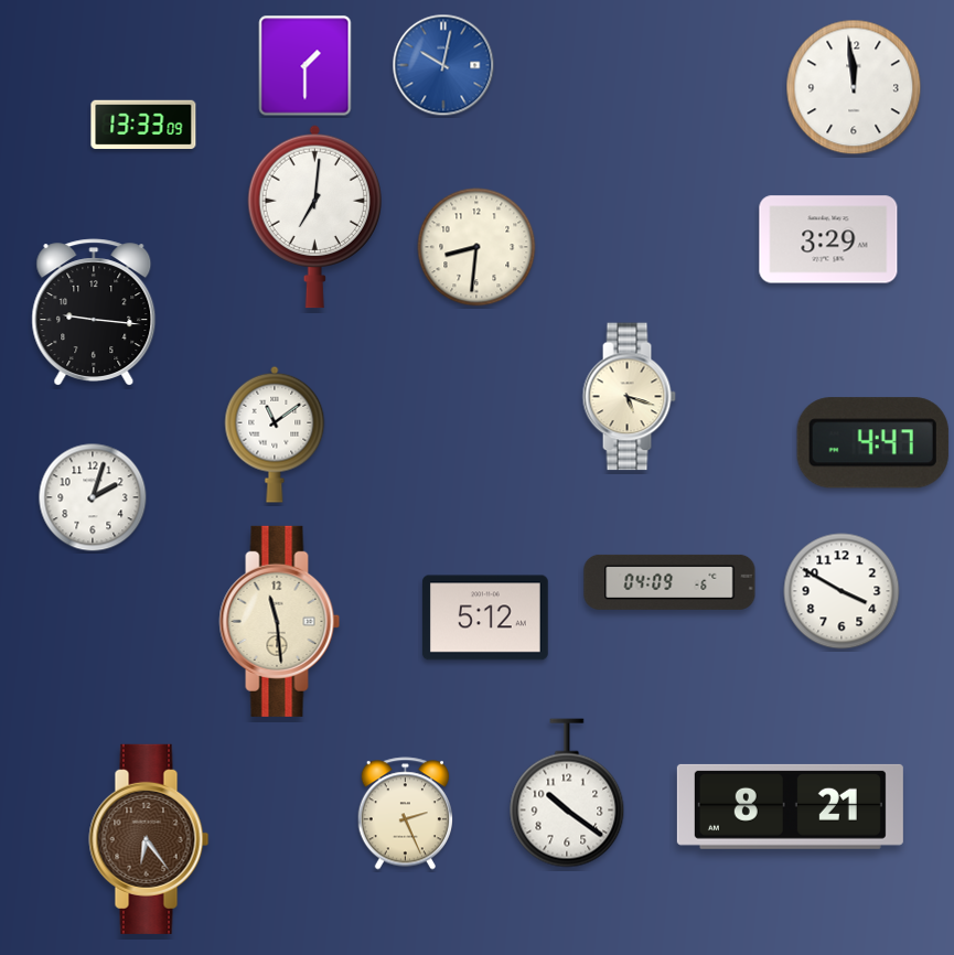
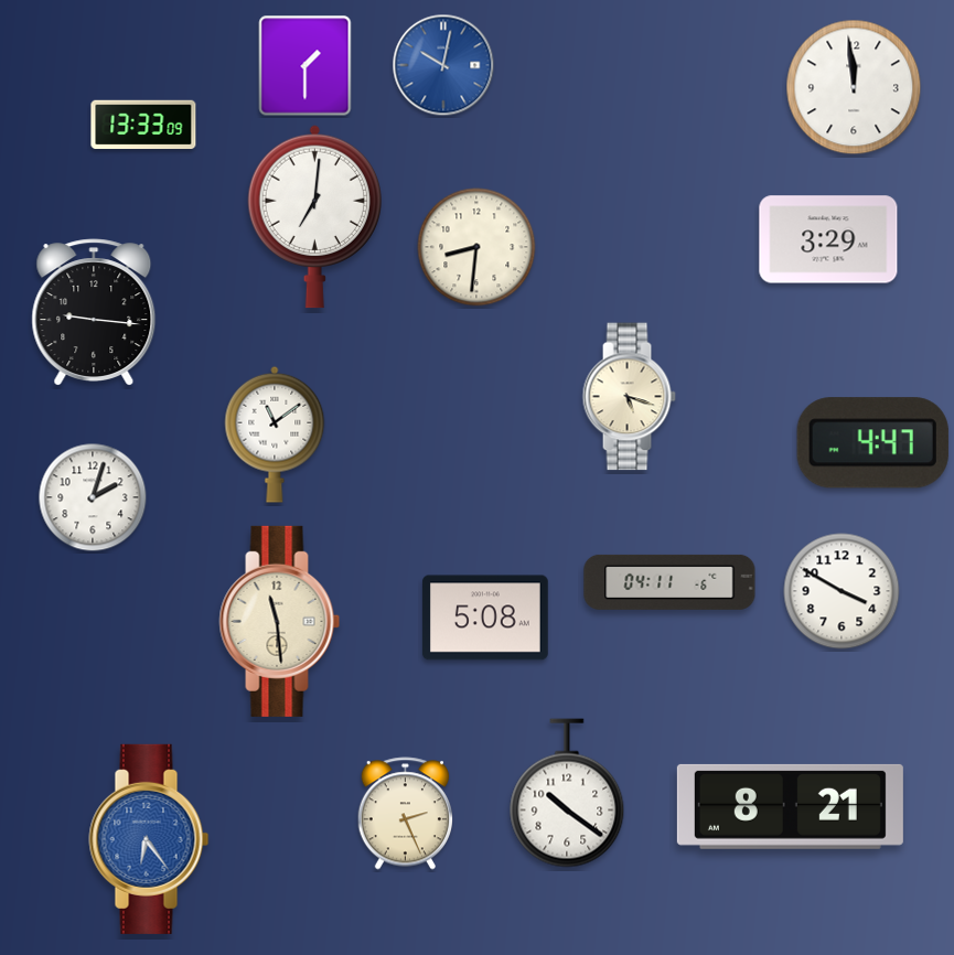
clock at (669, 582): 04:09 -> 04:11
clock at (485, 618): 5:12 -> 5:08
clock at (149, 839) dial: brown -> blue
